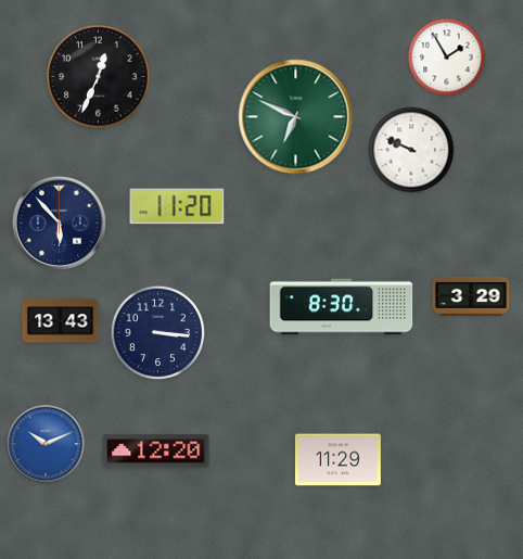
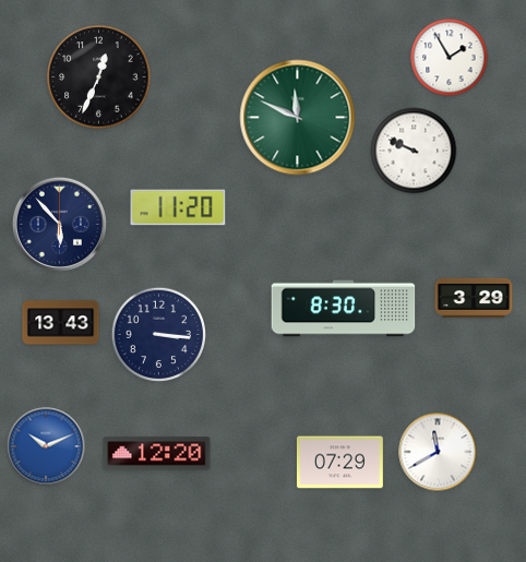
clock at (296, 117): 6:49 -> 11:49
clock at (438, 452): none -> 11:40
clock at (337, 460): 11:29 -> 07:29
